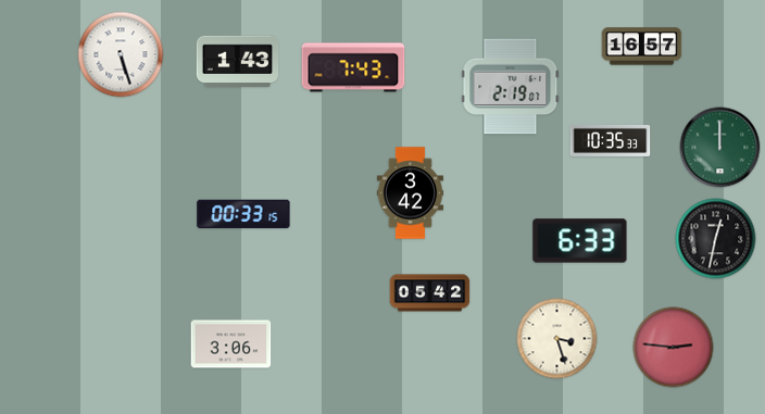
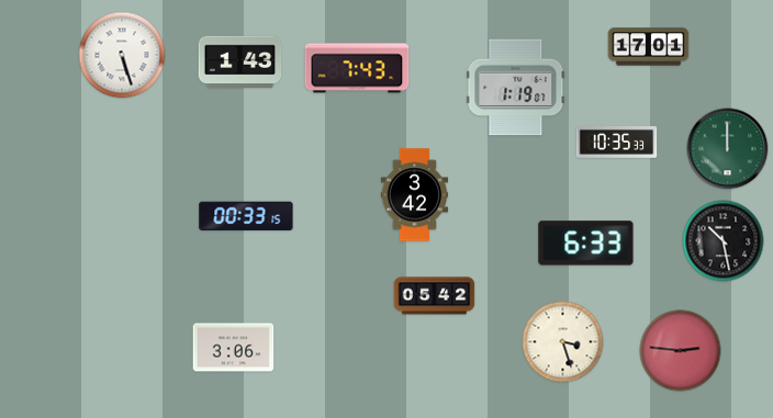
clock at (642, 47): 16:57 -> 17:01
clock at (511, 87): 2:19 -> 1:19
clock at (716, 239): 12:32 -> 10:28
